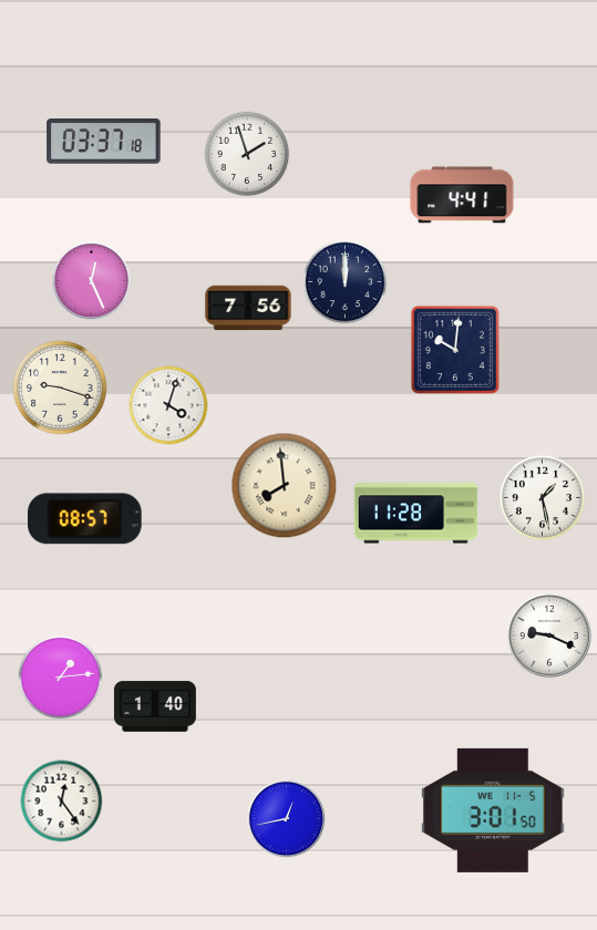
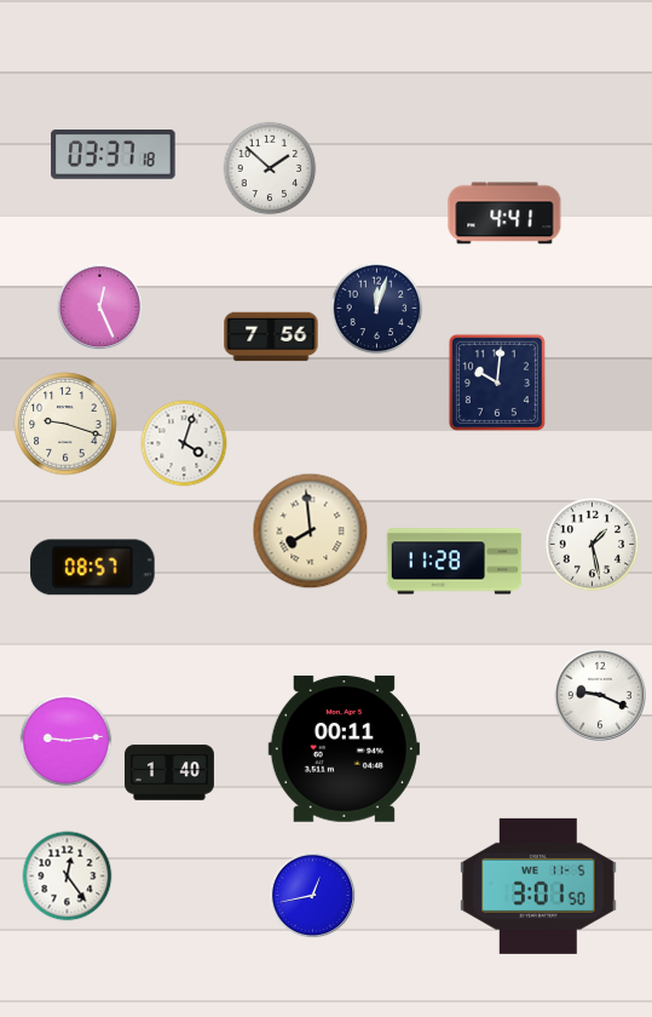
clock at (247, 154): 1:57 -> 1:52
clock at (346, 282): 12:00 -> 12:03
clock at (61, 678): 1:14 -> 9:14
clock at (344, 749): none -> 00:11
